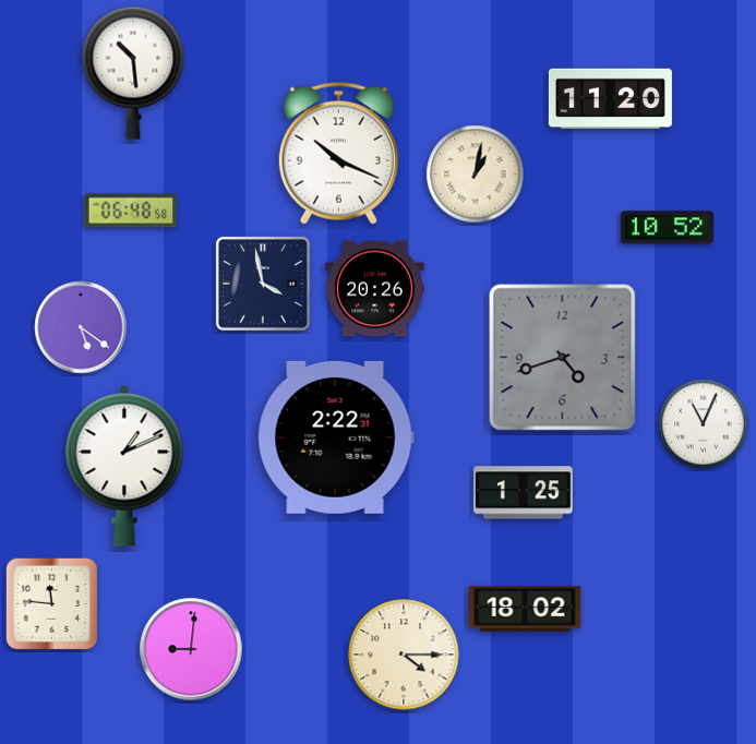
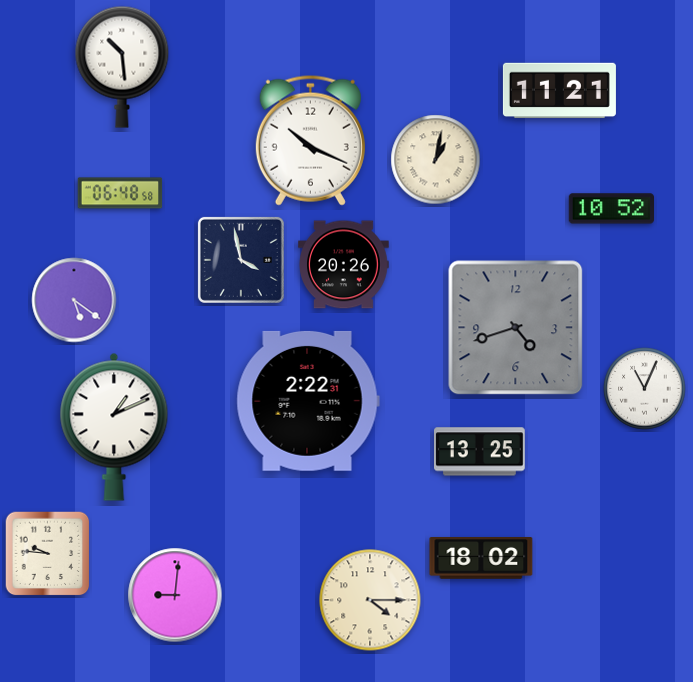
clock at (610, 99): 11:20 -> 11:21
clock at (524, 493): 1:25 -> 13:25
clock at (52, 604): 11:46 -> 9:46
